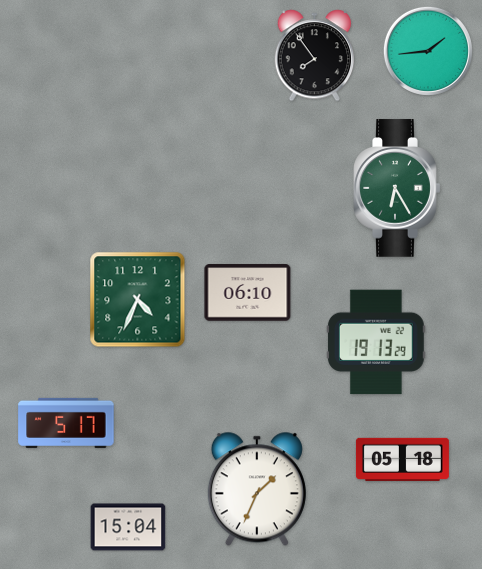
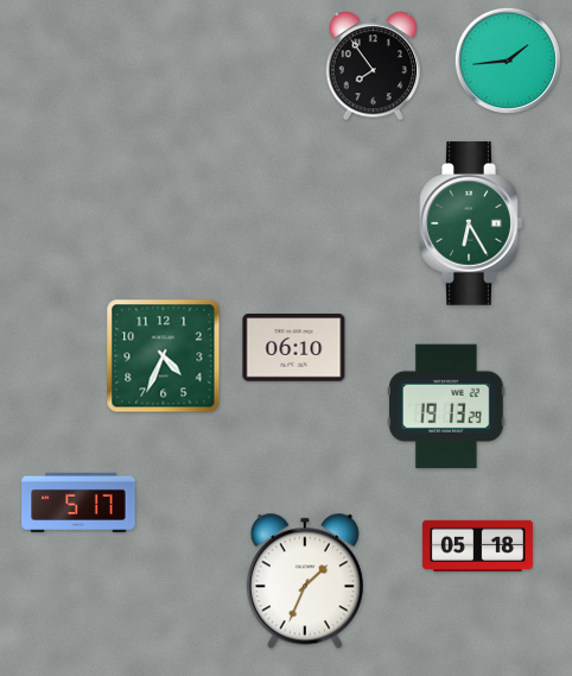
clock at (128, 527): 15:04 -> none
